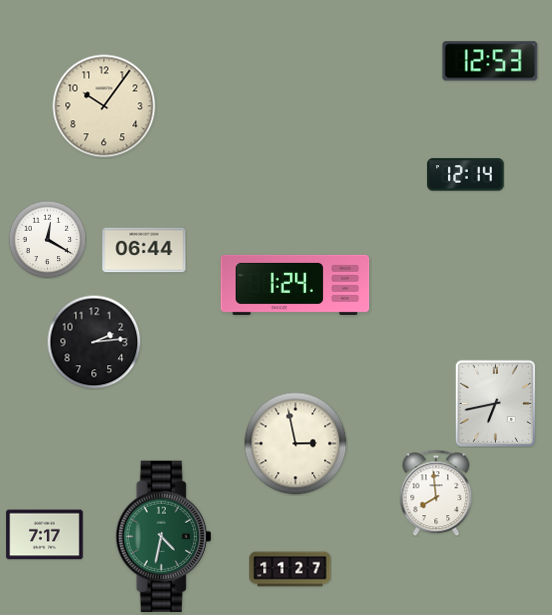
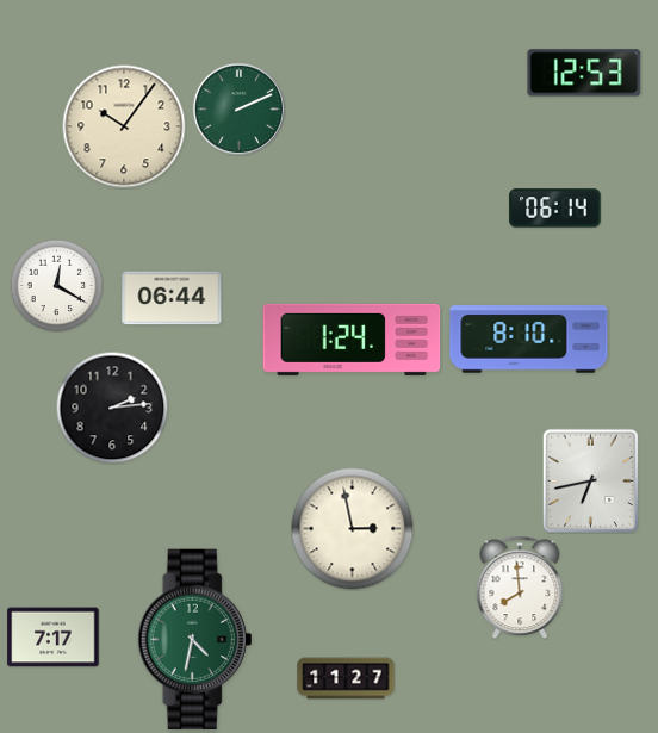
clock at (238, 108): none -> 2:11
clock at (466, 175): 12:14 -> 06:14
clock at (529, 340): none -> 8:10
